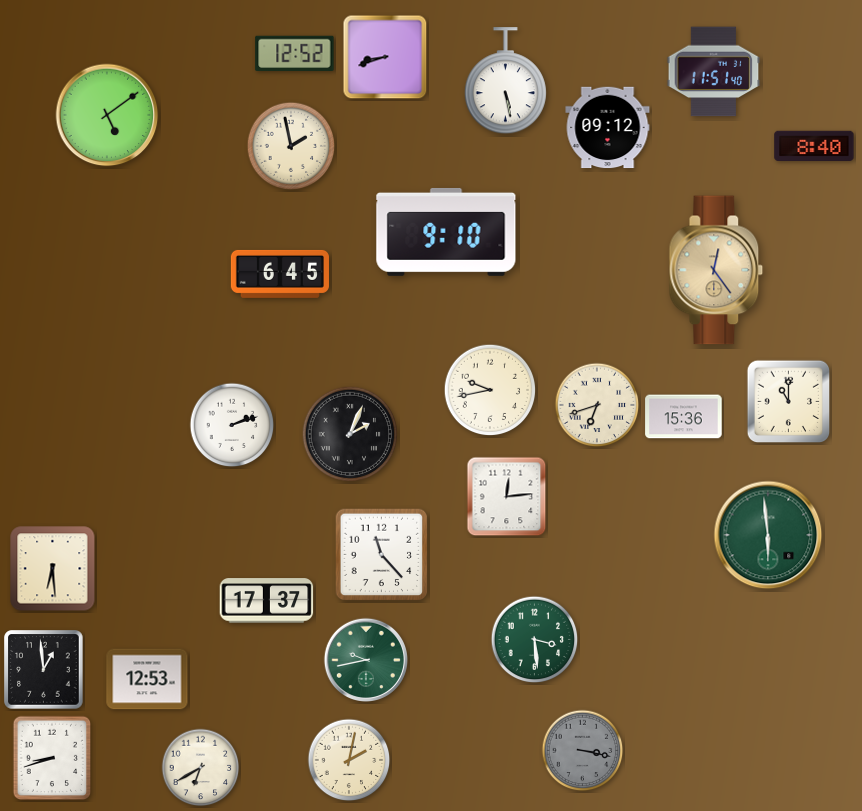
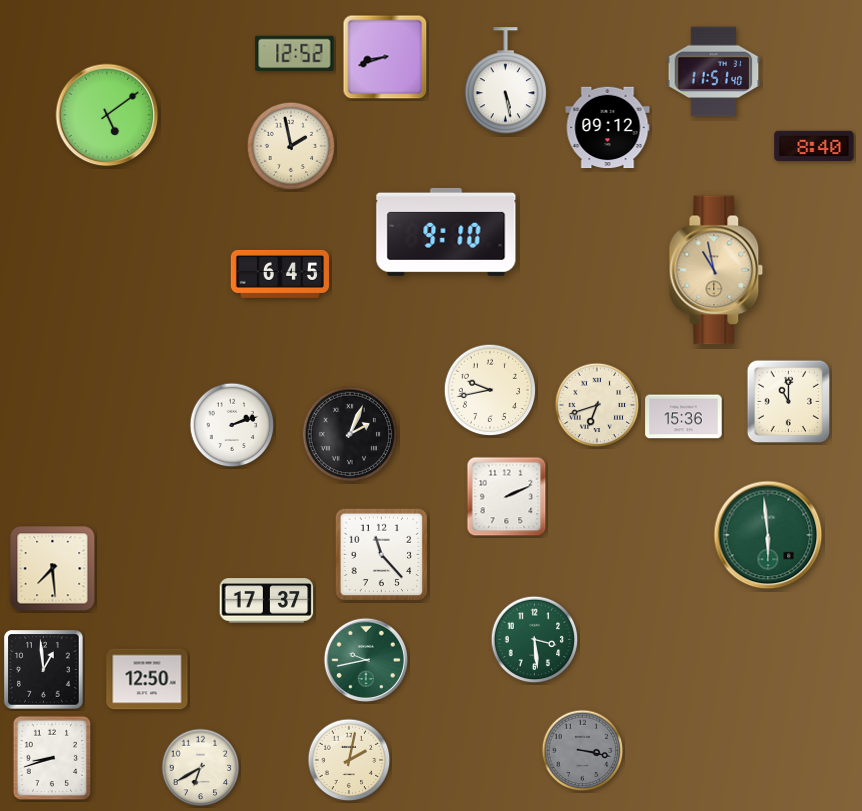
clock at (716, 270): 12:24 -> 10:58
clock at (507, 497): 12:14 -> 2:11
clock at (53, 569): 6:29 -> 7:29
clock at (147, 679): 12:53 -> 12:50
